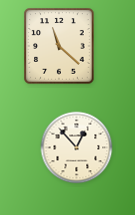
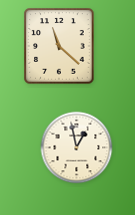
clock at (77, 148): 12:53 -> 12:58
